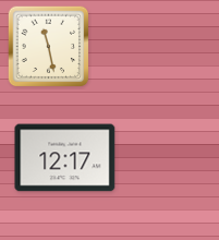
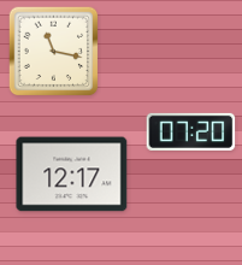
clock at (49, 47): 11:28 -> 11:17
clock at (191, 131): none -> 07:20
